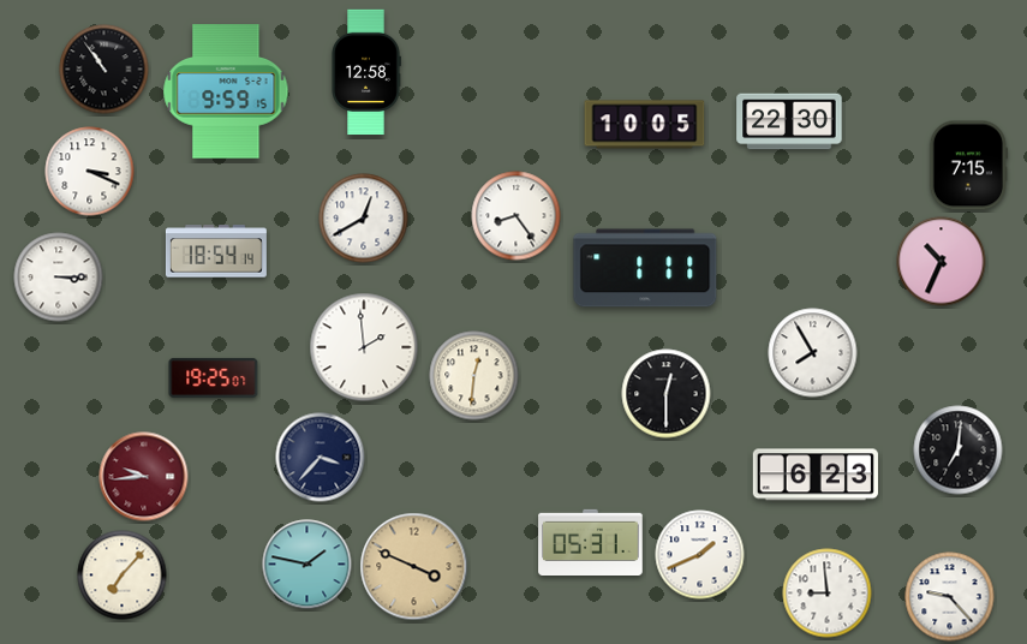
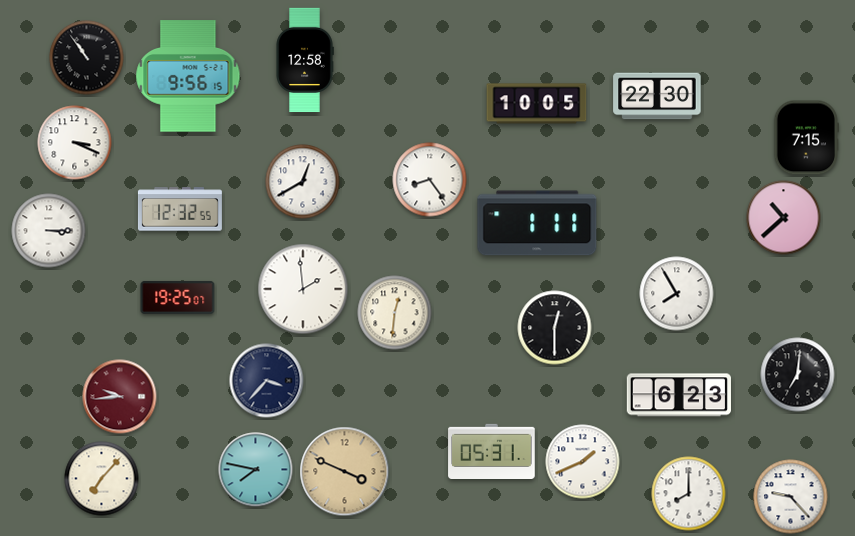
clock at (226, 91): 9:59 -> 9:56
clock at (789, 121) position: (789, 121) -> (657, 96)
clock at (216, 251): 18:54 -> 12:32
clock at (942, 262): 10:34 -> 10:38
clock at (214, 377) position: (214, 377) -> (178, 297)
clock at (307, 565): 1:47 -> 7:47
clock at (828, 594): 8:59 -> 8:00
